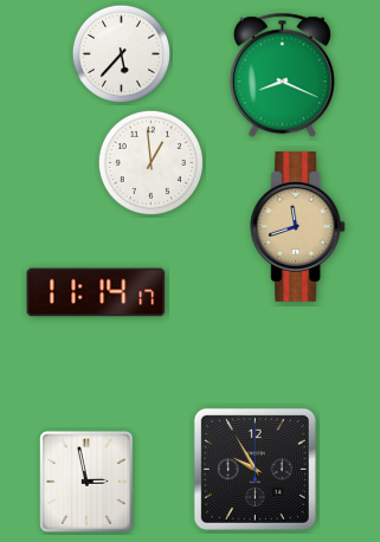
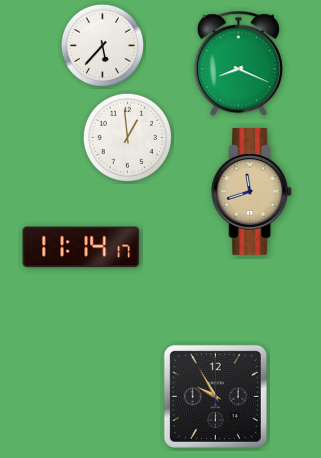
clock at (86, 482): 2:58 -> none
